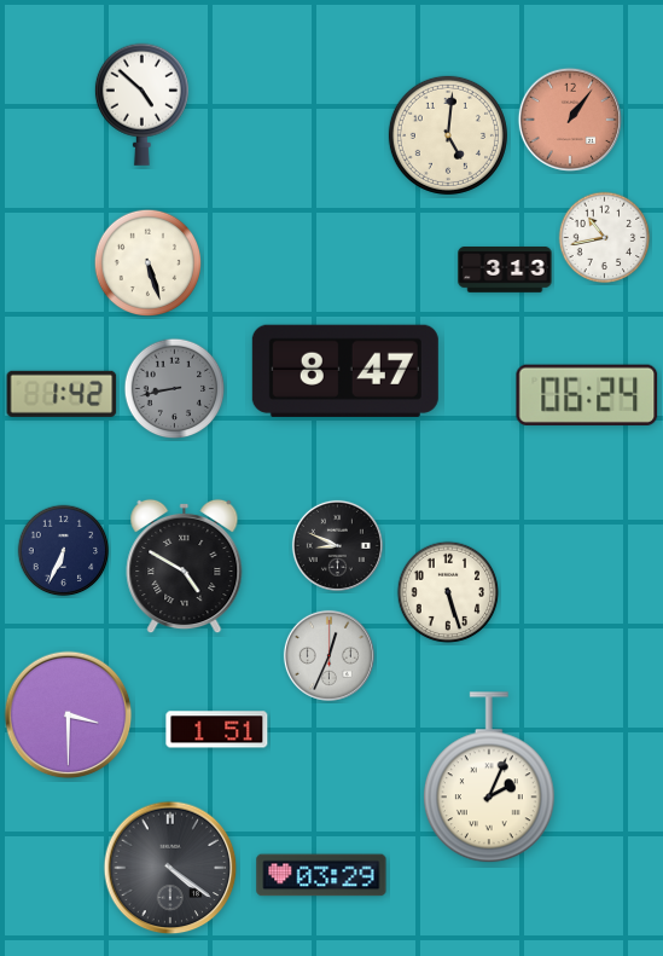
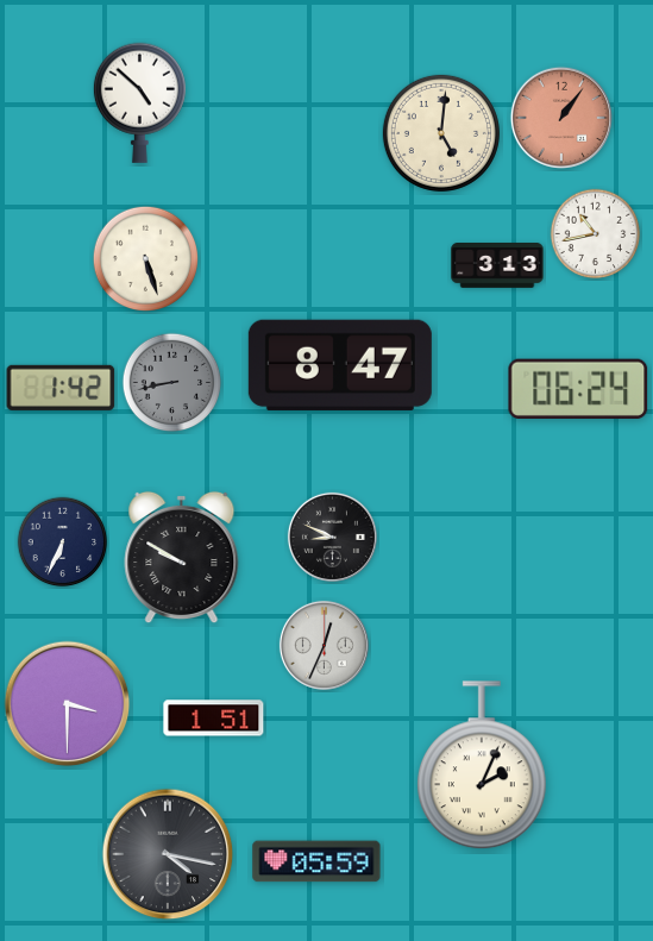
clock at (185, 567): 4:50 -> 9:50
clock at (448, 592): 5:27 -> none
clock at (170, 868): 4:21 -> 4:17
clock at (321, 875): 03:29 -> 05:59
